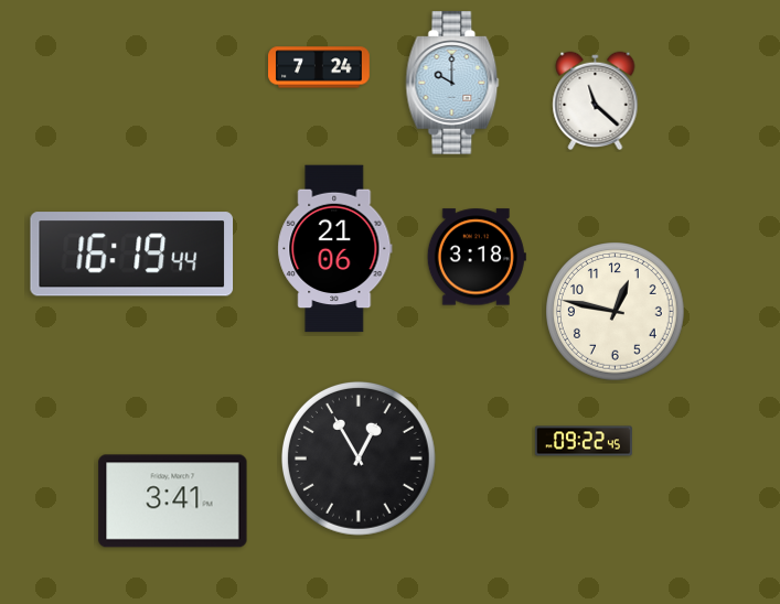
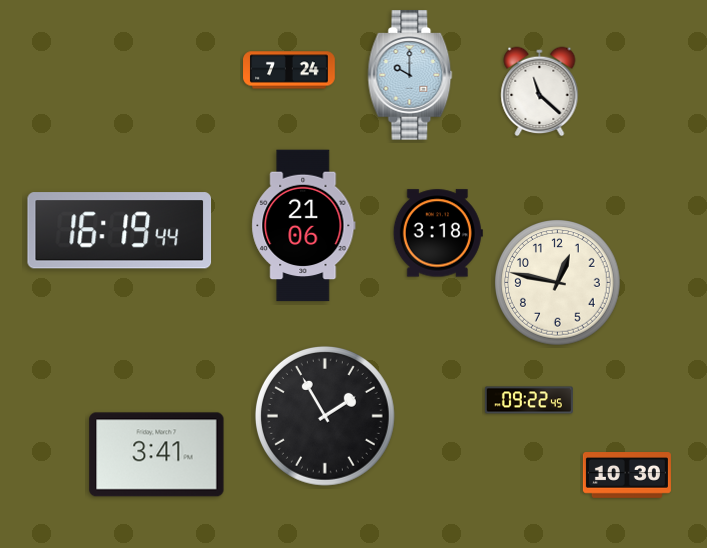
clock at (319, 67) position: (319, 67) -> (289, 70)
clock at (477, 257) position: (477, 257) -> (438, 233)
clock at (359, 459): 12:55 -> 1:55
clock at (627, 476): none -> 10:30
